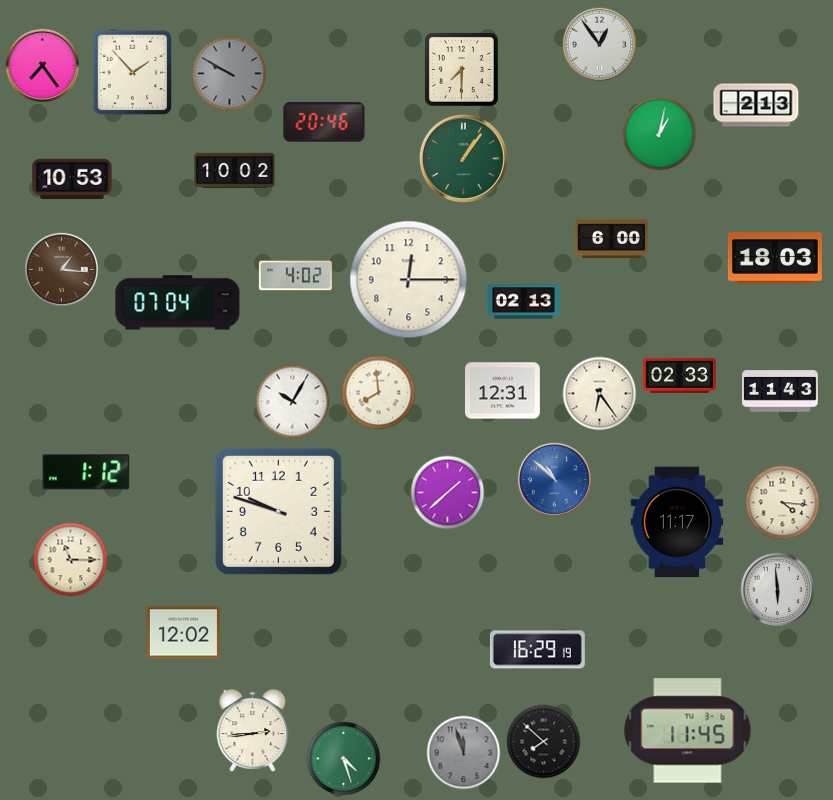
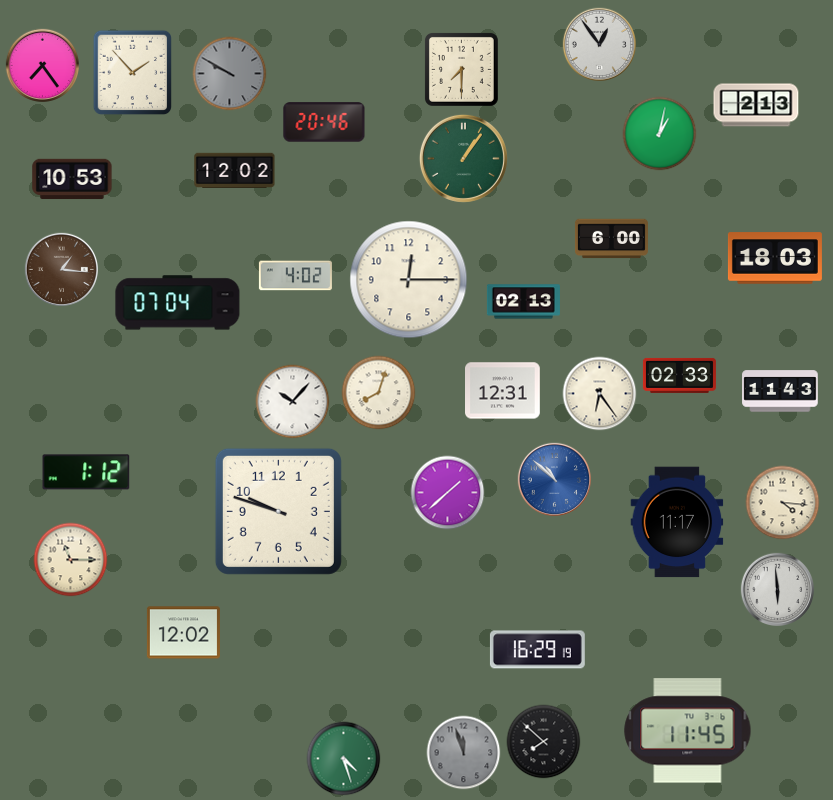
clock at (235, 170): 10:02 -> 12:02
clock at (379, 393): 7:59 -> 8:03
clock at (293, 402): 10:05 -> 10:07
clock at (253, 731): 2:44 -> none
